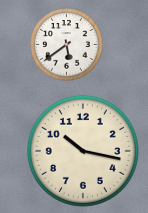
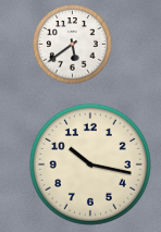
clock at (67, 45) position: (67, 45) -> (73, 45)
